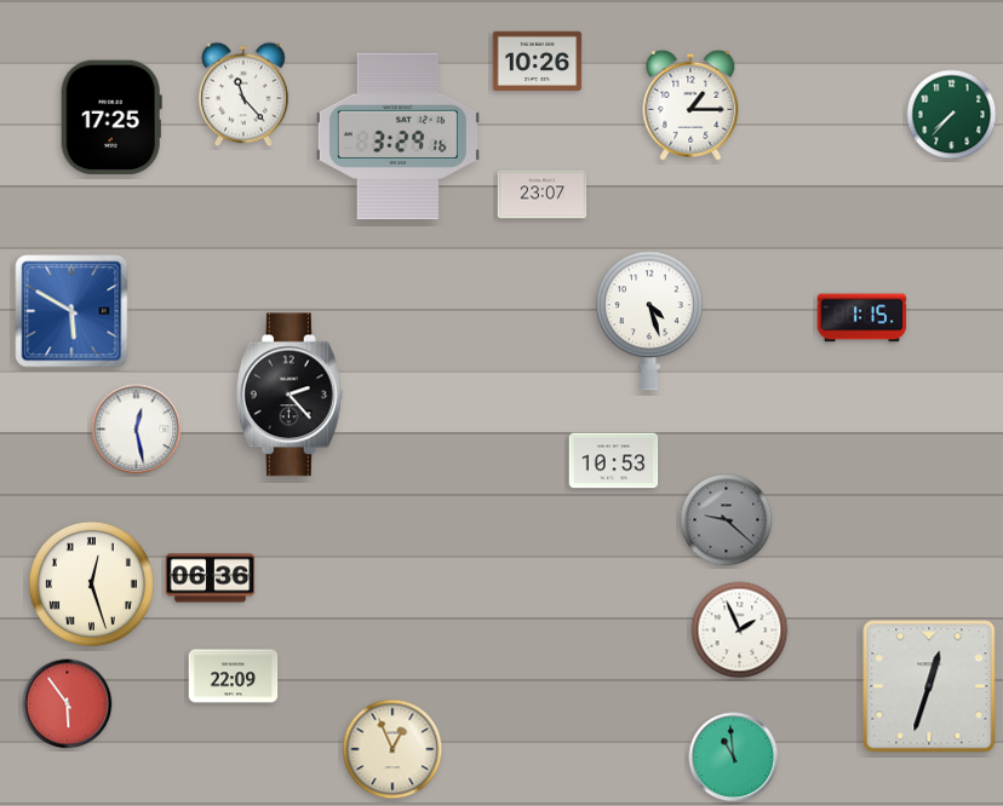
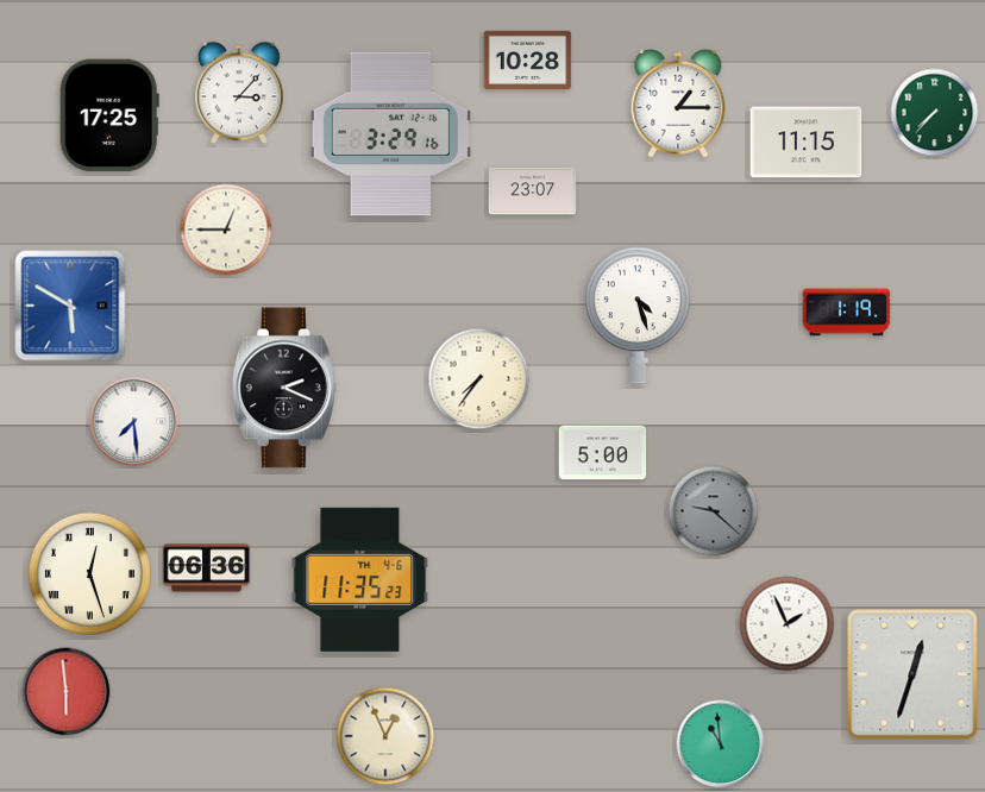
clock at (538, 61): 10:26 -> 10:28
clock at (243, 94): 11:23 -> 3:07
clock at (807, 143): none -> 11:15
clock at (226, 230): none -> 12:45
clock at (862, 318): 1:15 -> 1:19
clock at (479, 379): none -> 7:36
clock at (290, 395): 2:23 -> 2:19
clock at (137, 430): 12:28 -> 7:29
clock at (614, 461): 10:53 -> 5:00
clock at (360, 579): none -> 11:35
clock at (740, 631) position: (740, 631) -> (788, 624)
clock at (234, 677): 22:09 -> none
clock at (68, 704): 5:54 -> 5:59
